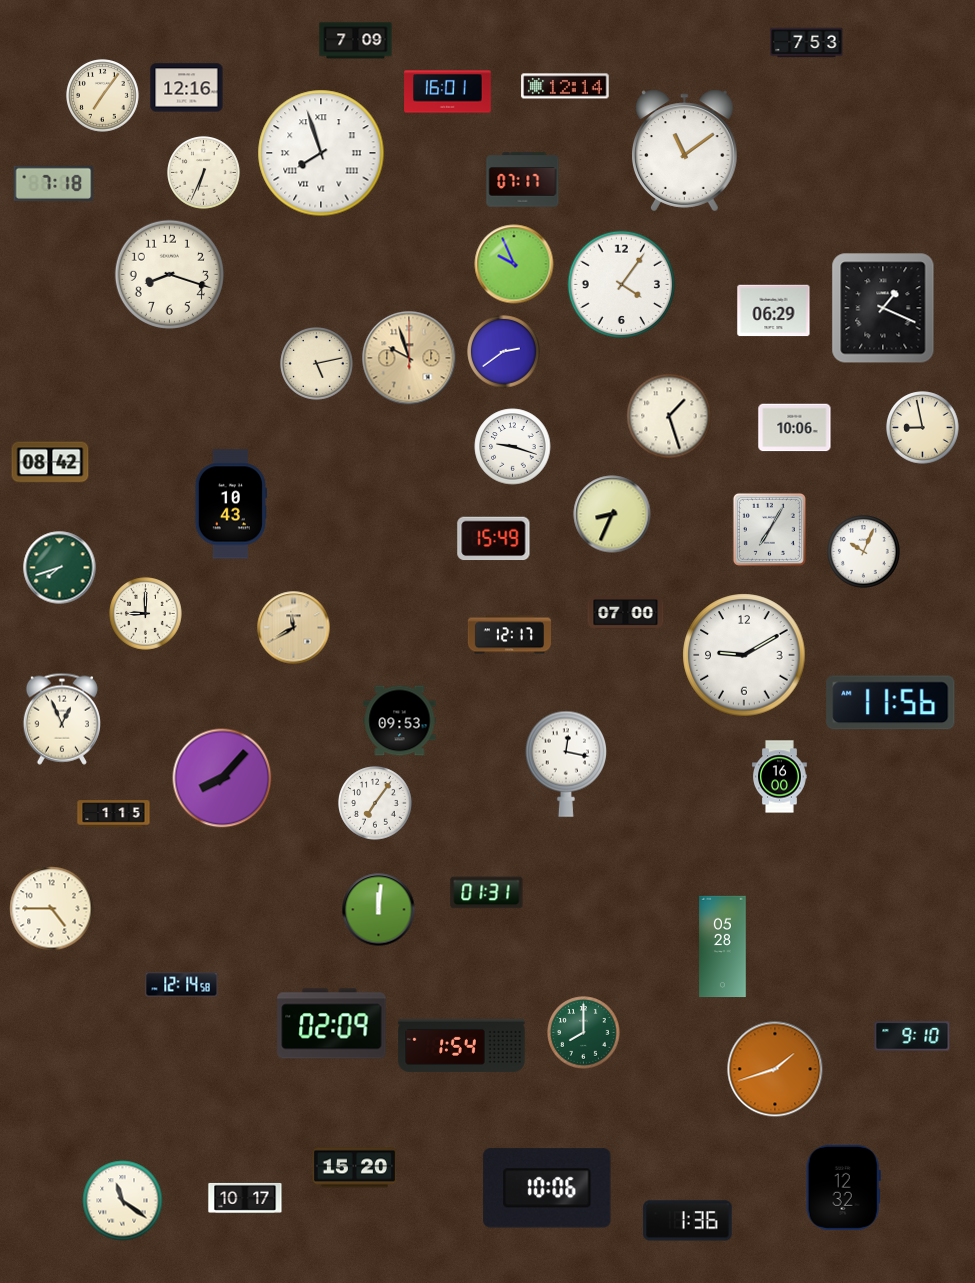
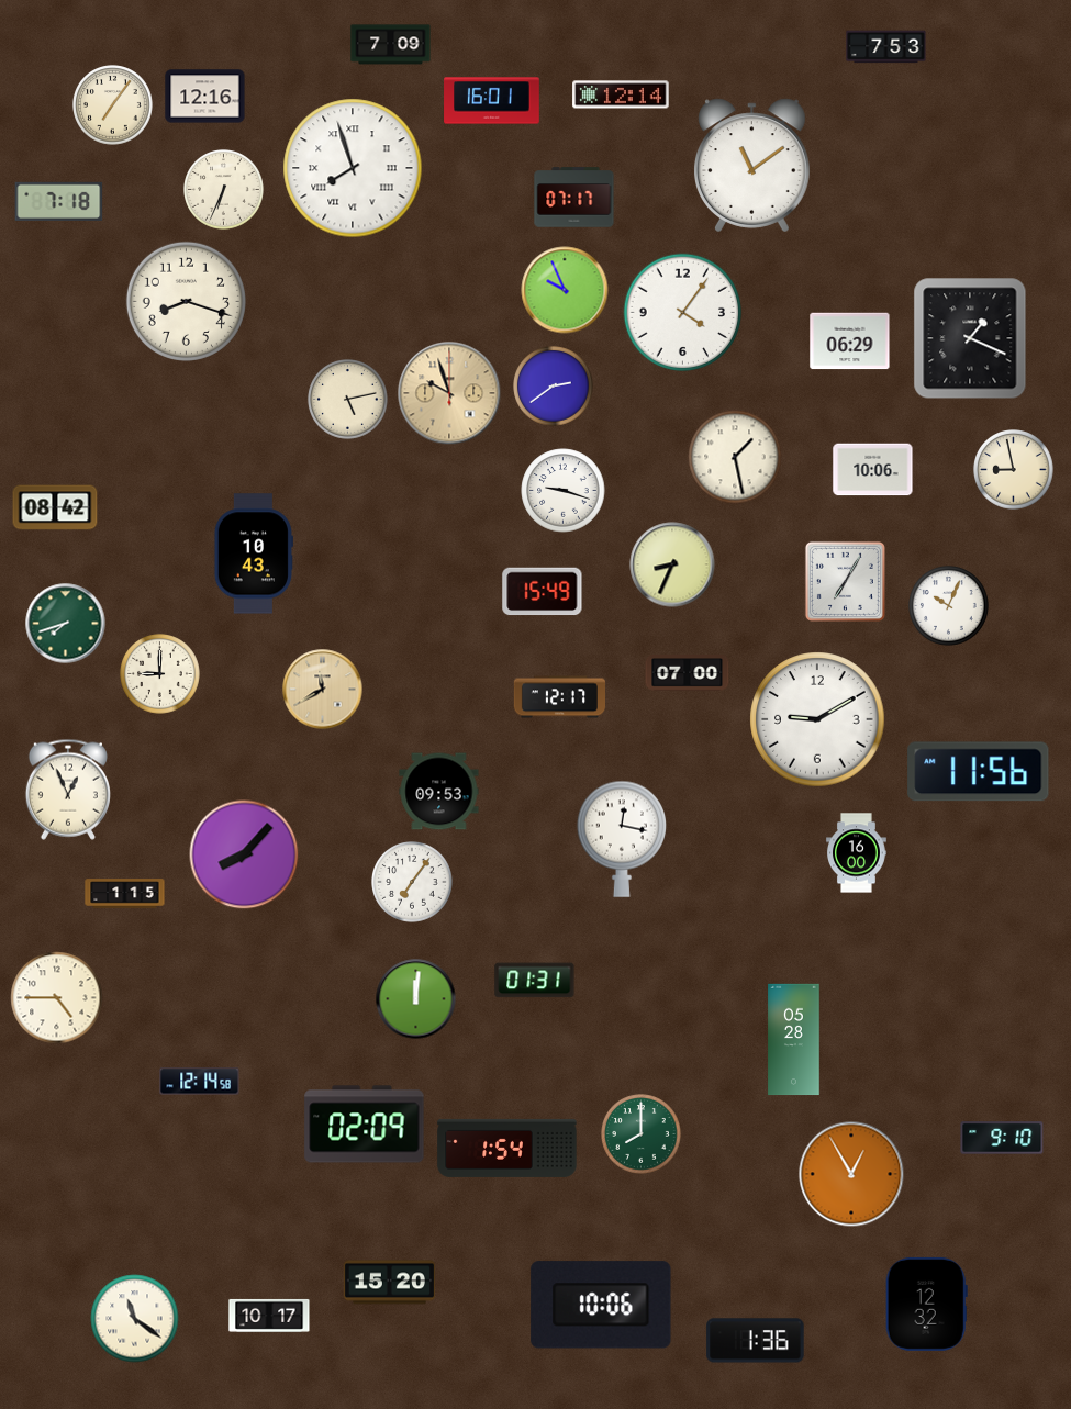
clock at (669, 416): 1:27 -> 1:28
clock at (775, 1069): 1:42 -> 12:55
